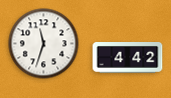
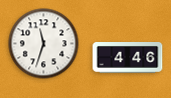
clock at (128, 58): 4:42 -> 4:46
